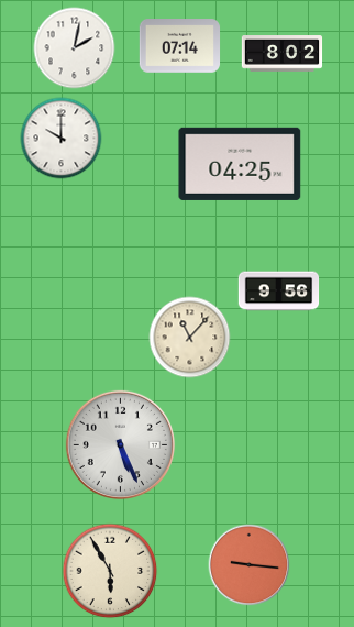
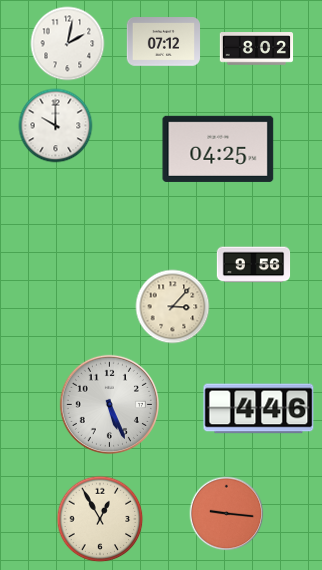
clock at (180, 46): 07:14 -> 07:12
clock at (190, 338): 11:07 -> 3:07
clock at (259, 409): none -> 4:46
clock at (110, 571): 5:55 -> 12:55
